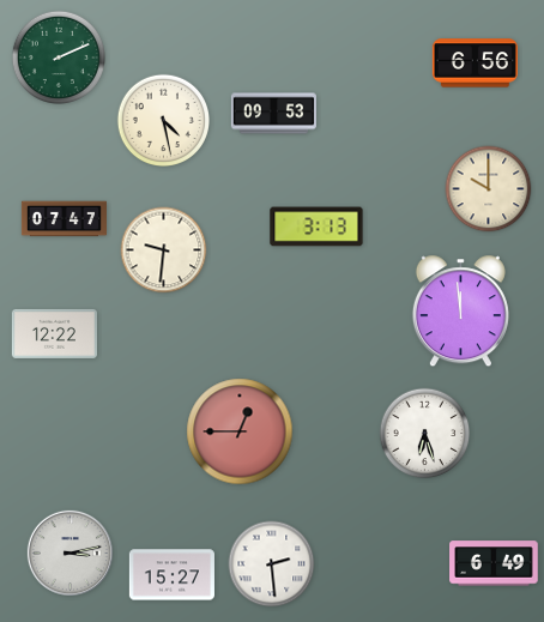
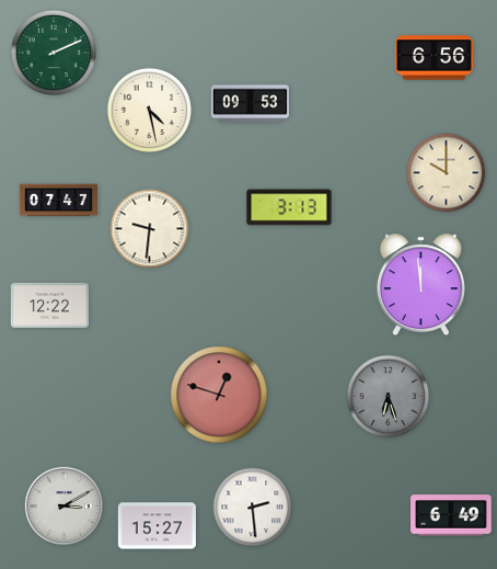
clock at (240, 431): 12:45 -> 12:48
clock at (425, 434) dial: white -> grey
clock at (69, 552): 3:13 -> 3:10
clock at (272, 564) position: (272, 564) -> (253, 508)
